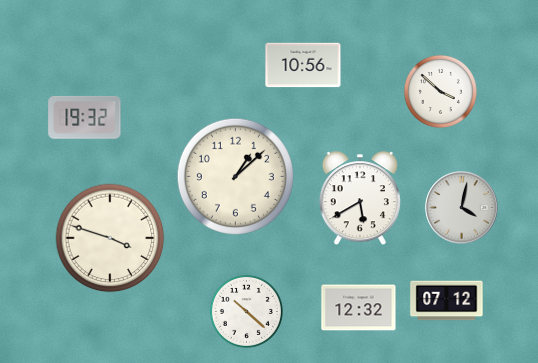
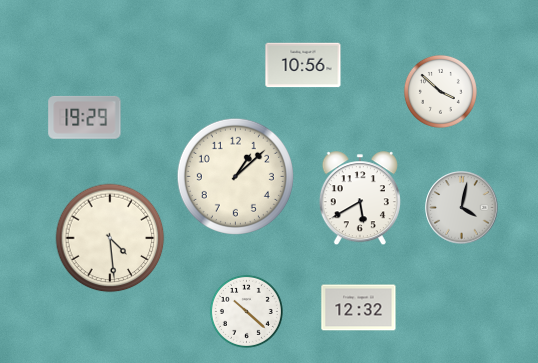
clock at (85, 117): 19:32 -> 19:29
clock at (110, 238): 3:48 -> 4:29
clock at (447, 301): 07:12 -> none
